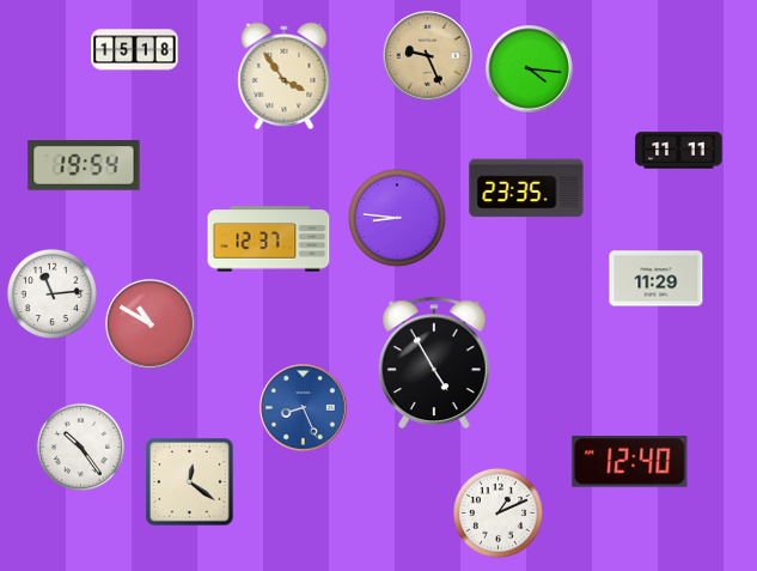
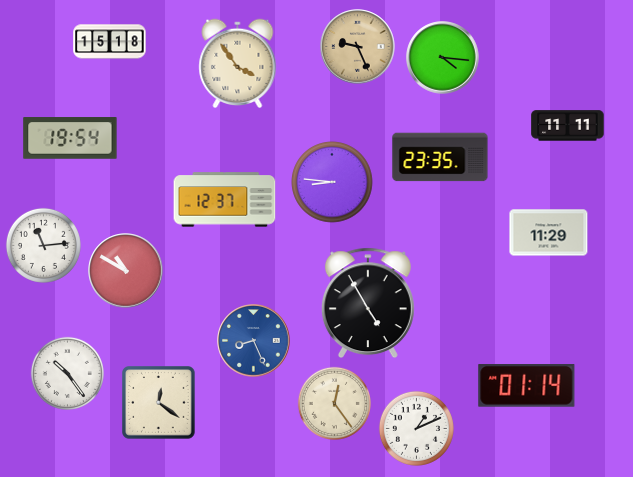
clock at (135, 50) position: (135, 50) -> (110, 42)
clock at (434, 363) position: (434, 363) -> (368, 303)
clock at (630, 462): 12:40 -> 01:14
clock at (334, 403): none -> 12:24
